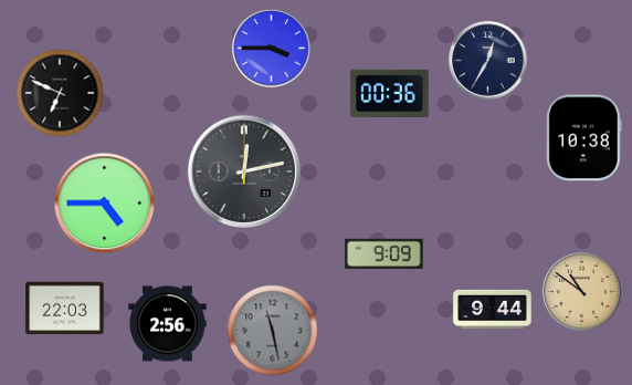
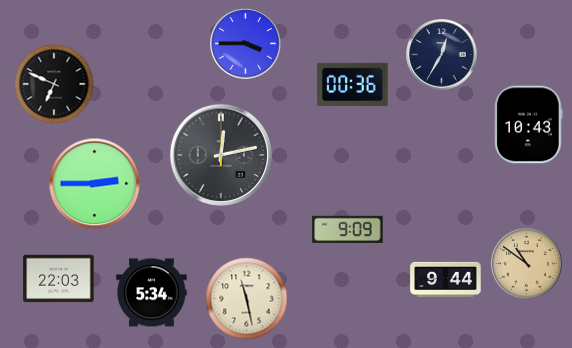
clock at (584, 138): 10:38 -> 10:43
clock at (105, 204): 4:45 -> 2:45
clock at (168, 324): 2:56 -> 5:34
clock at (273, 331) dial: grey -> cream
